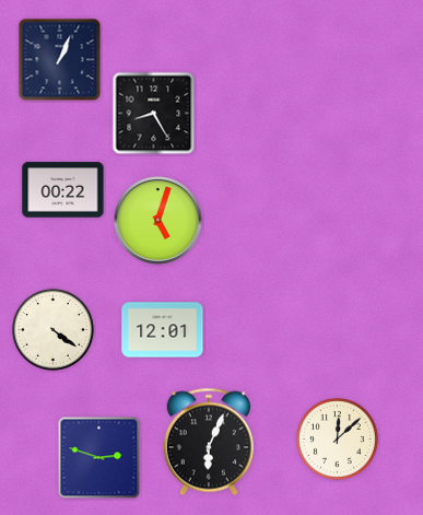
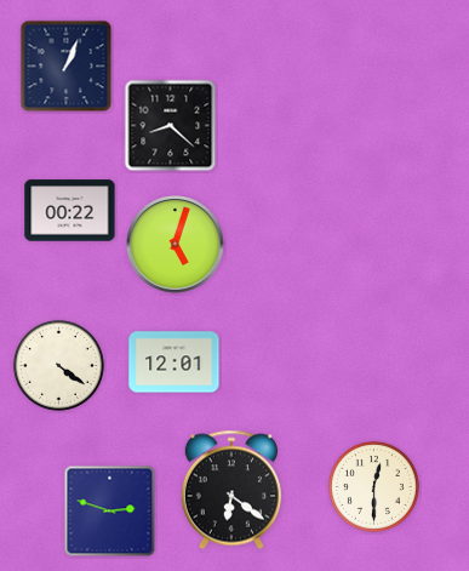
clock at (154, 114): 8:25 -> 8:22
clock at (163, 330) position: (163, 330) -> (175, 362)
clock at (337, 438): 12:08 -> 12:30
clock at (209, 442): 6:04 -> 6:21
clock at (99, 458) position: (99, 458) -> (110, 512)
